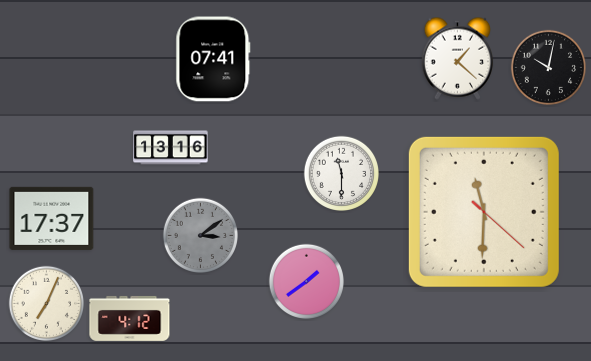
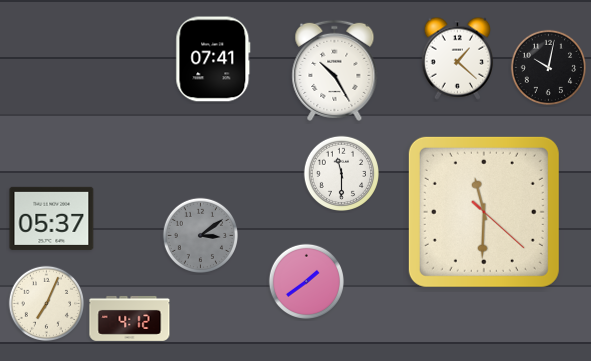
clock at (335, 70): none -> 10:25
clock at (171, 148): 13:16 -> none
clock at (52, 218): 17:37 -> 05:37
